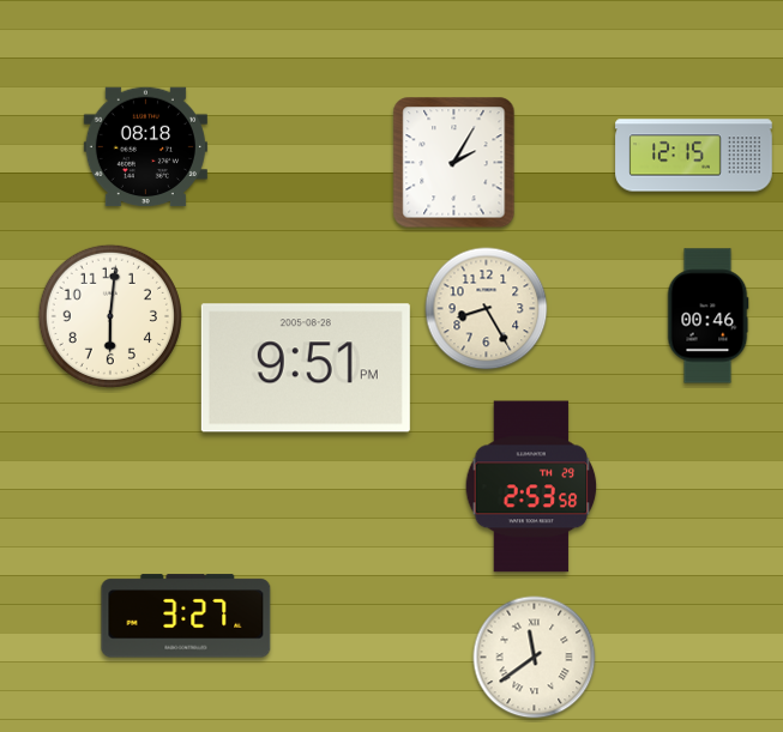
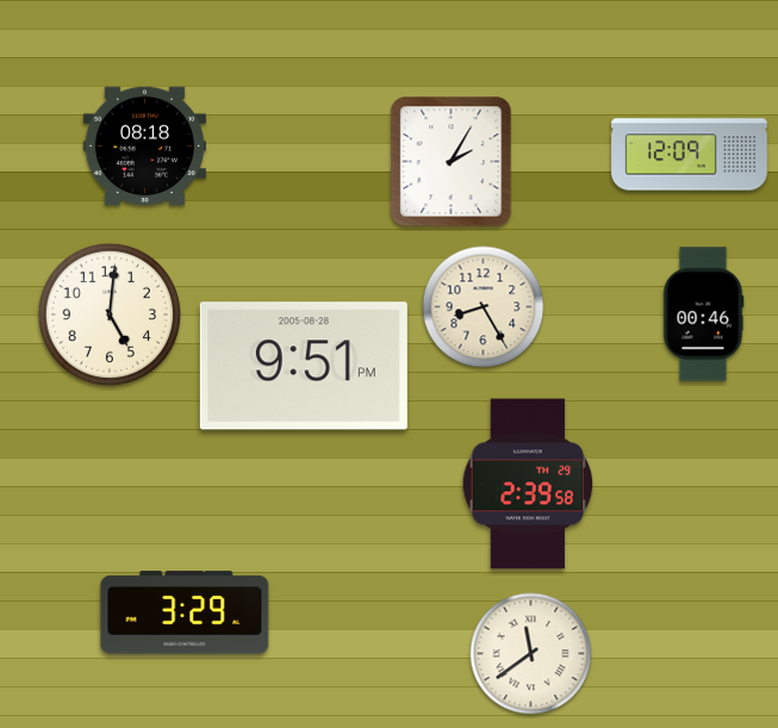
clock at (694, 156): 12:15 -> 12:09
clock at (110, 316): 6:01 -> 5:01
clock at (531, 486): 2:53 -> 2:39
clock at (186, 616): 3:27 -> 3:29
